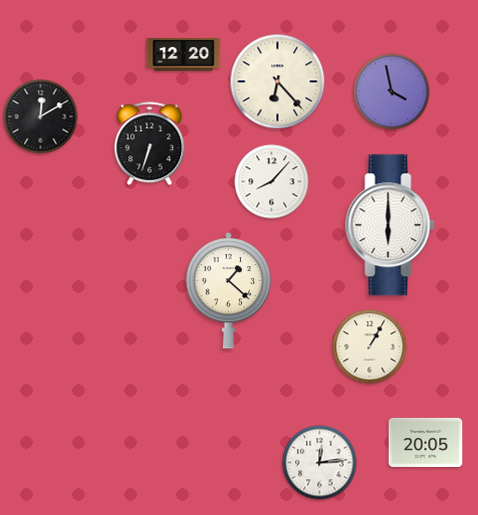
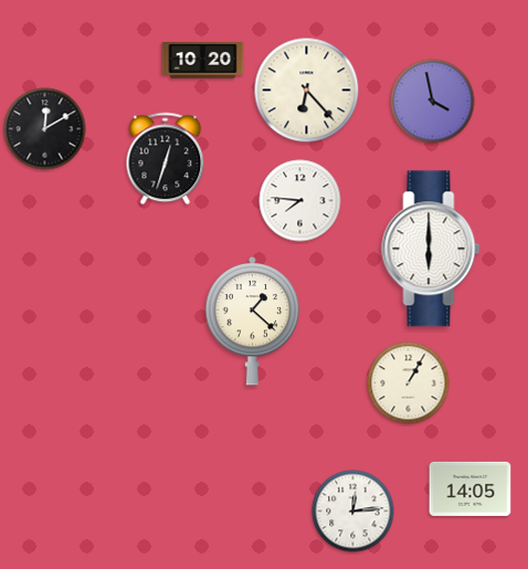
clock at (184, 55): 12:20 -> 10:20
clock at (150, 144): 6:33 -> 12:33
clock at (272, 182): 8:07 -> 7:46
clock at (426, 442): 20:05 -> 14:05
